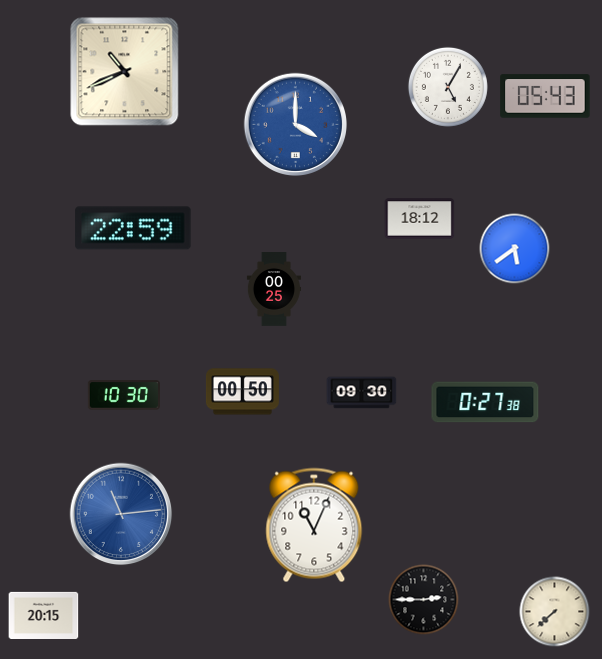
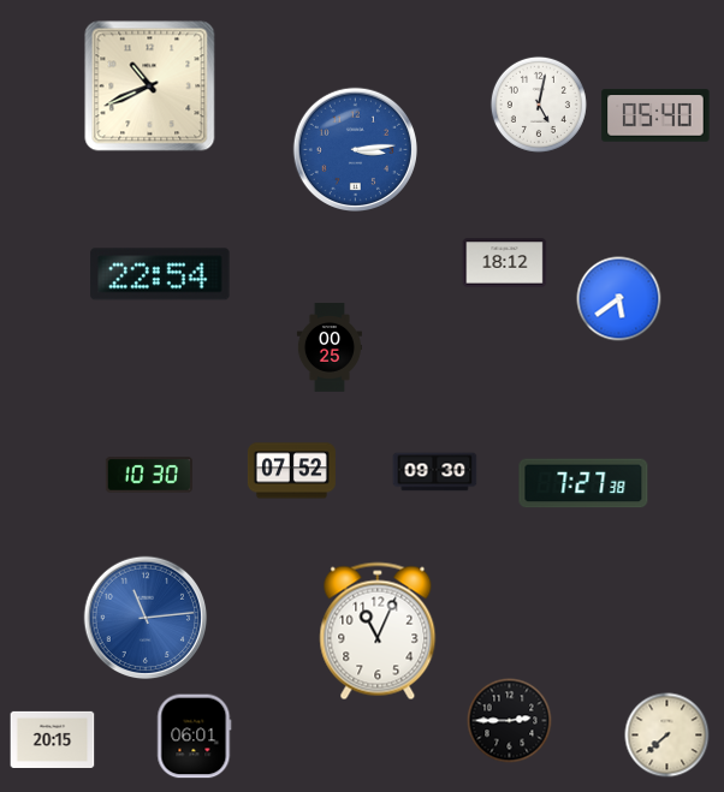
clock at (448, 87): 5:05 -> 5:02
clock at (545, 96): 05:43 -> 05:40
clock at (295, 124): 4:00 -> 3:14
clock at (133, 228): 22:59 -> 22:54
clock at (242, 392): 00:50 -> 07:52
clock at (485, 402): 0:27 -> 7:27
clock at (195, 737): none -> 06:01
